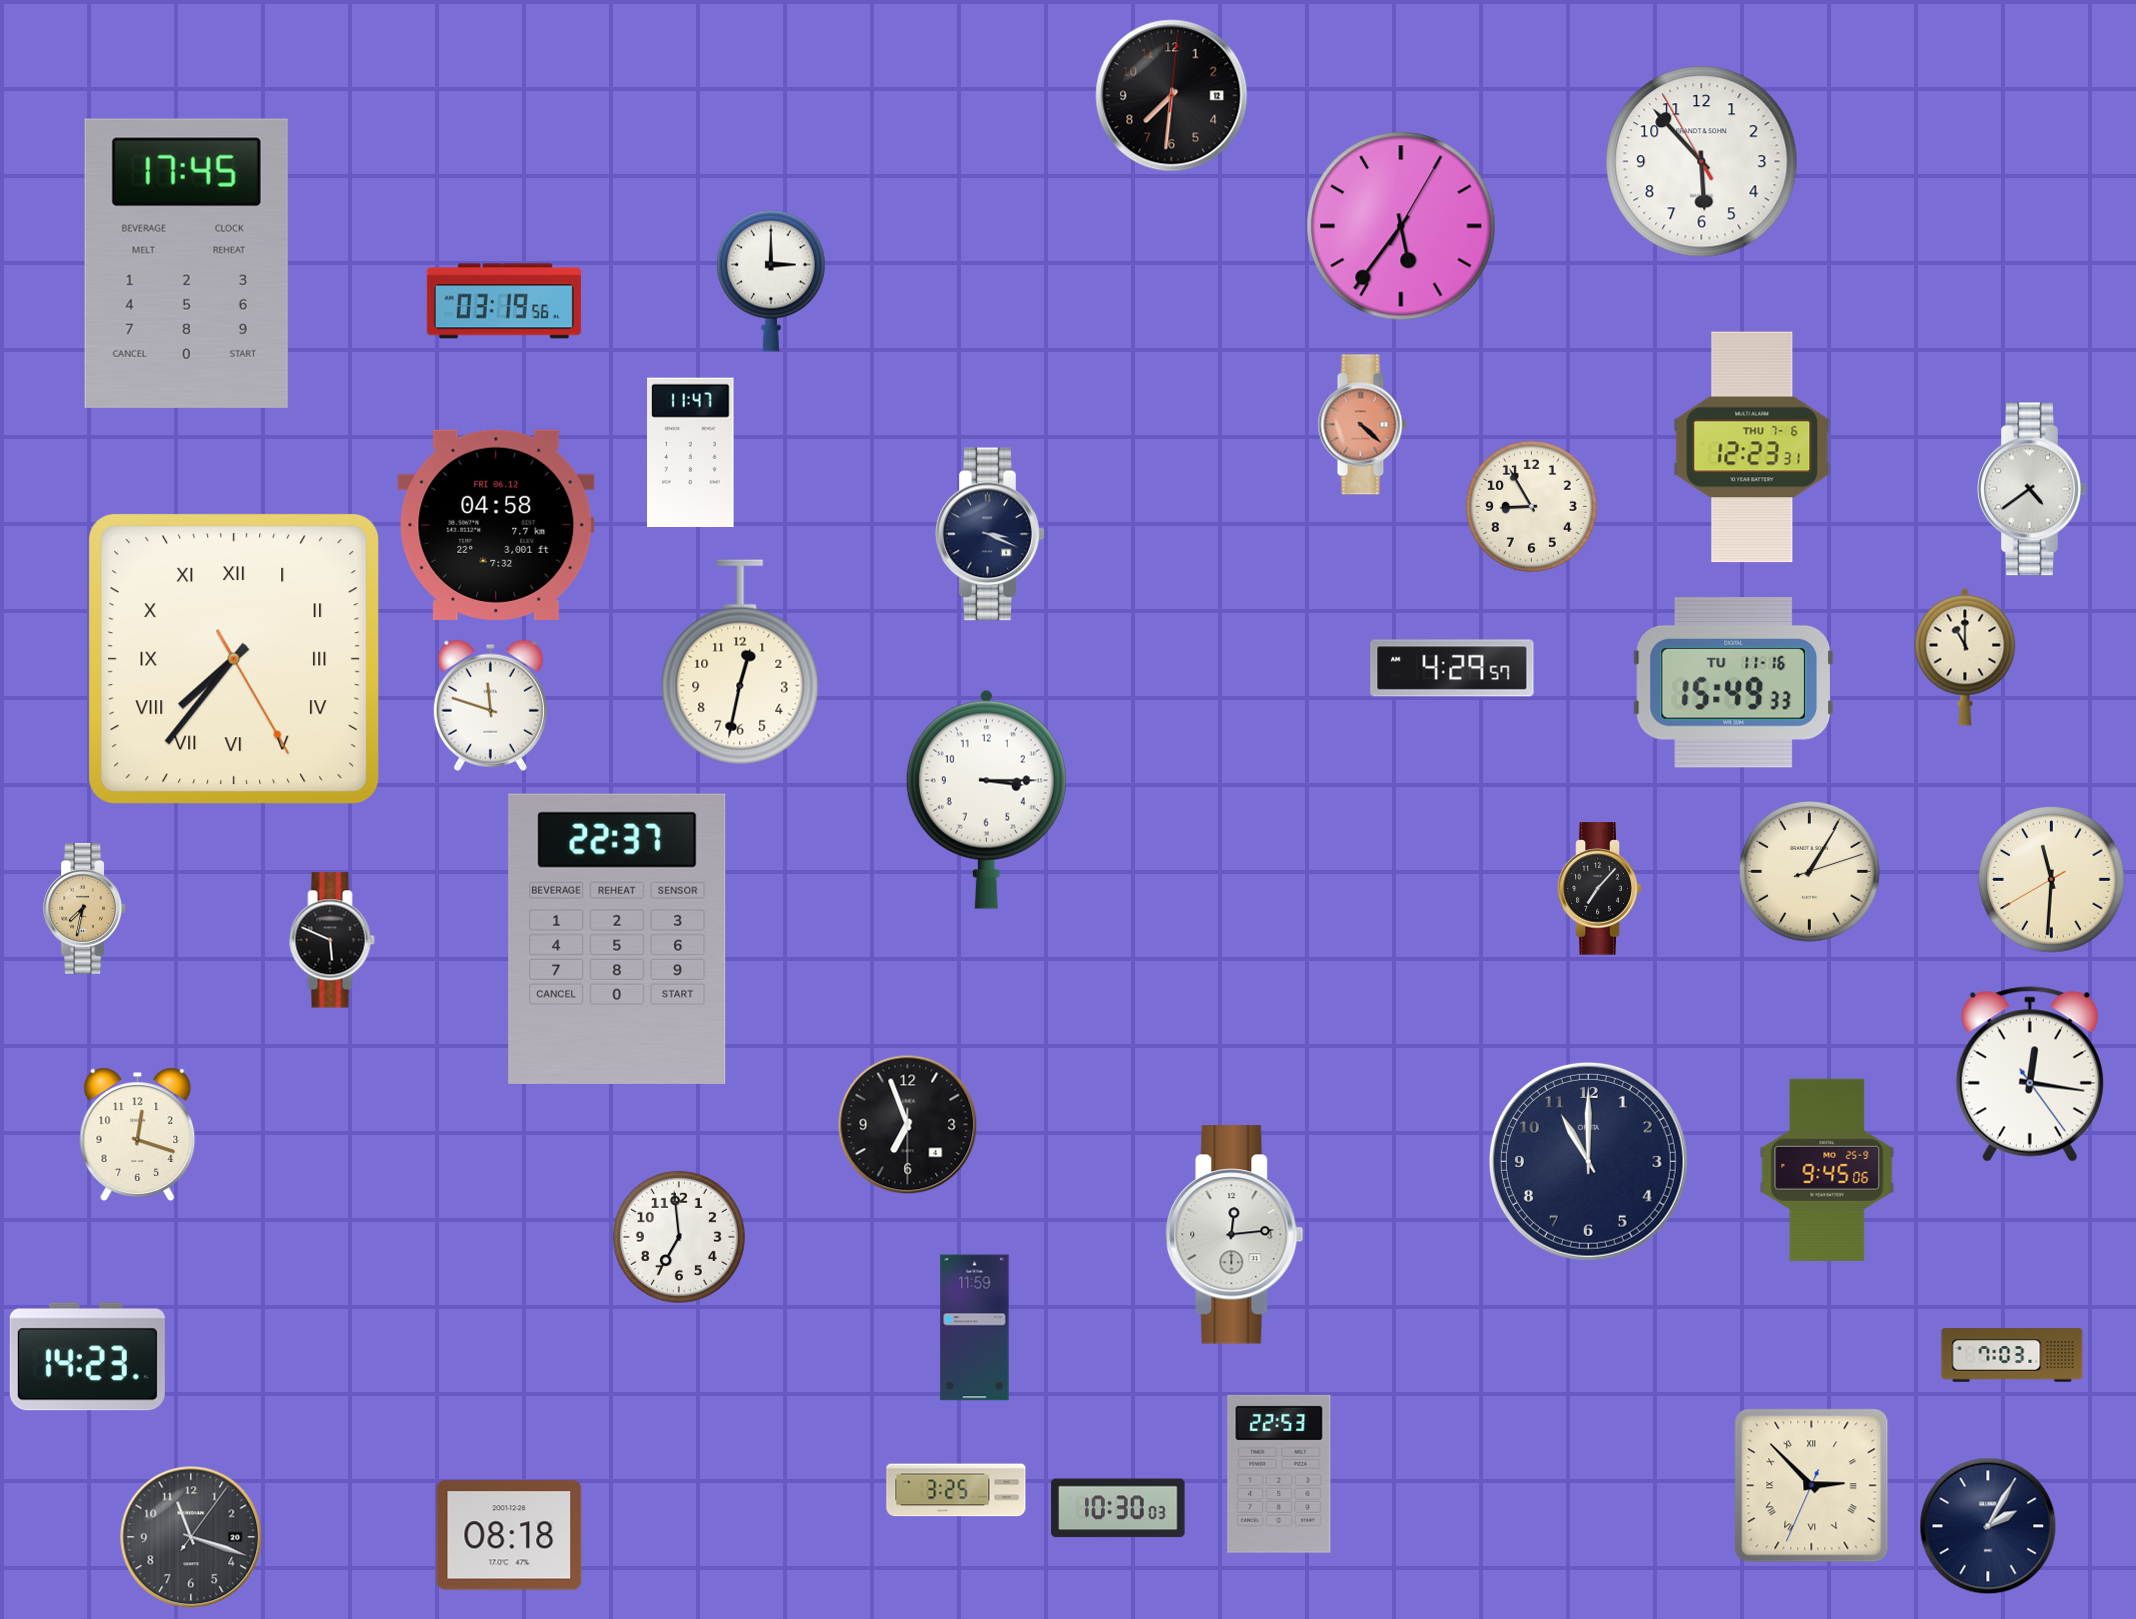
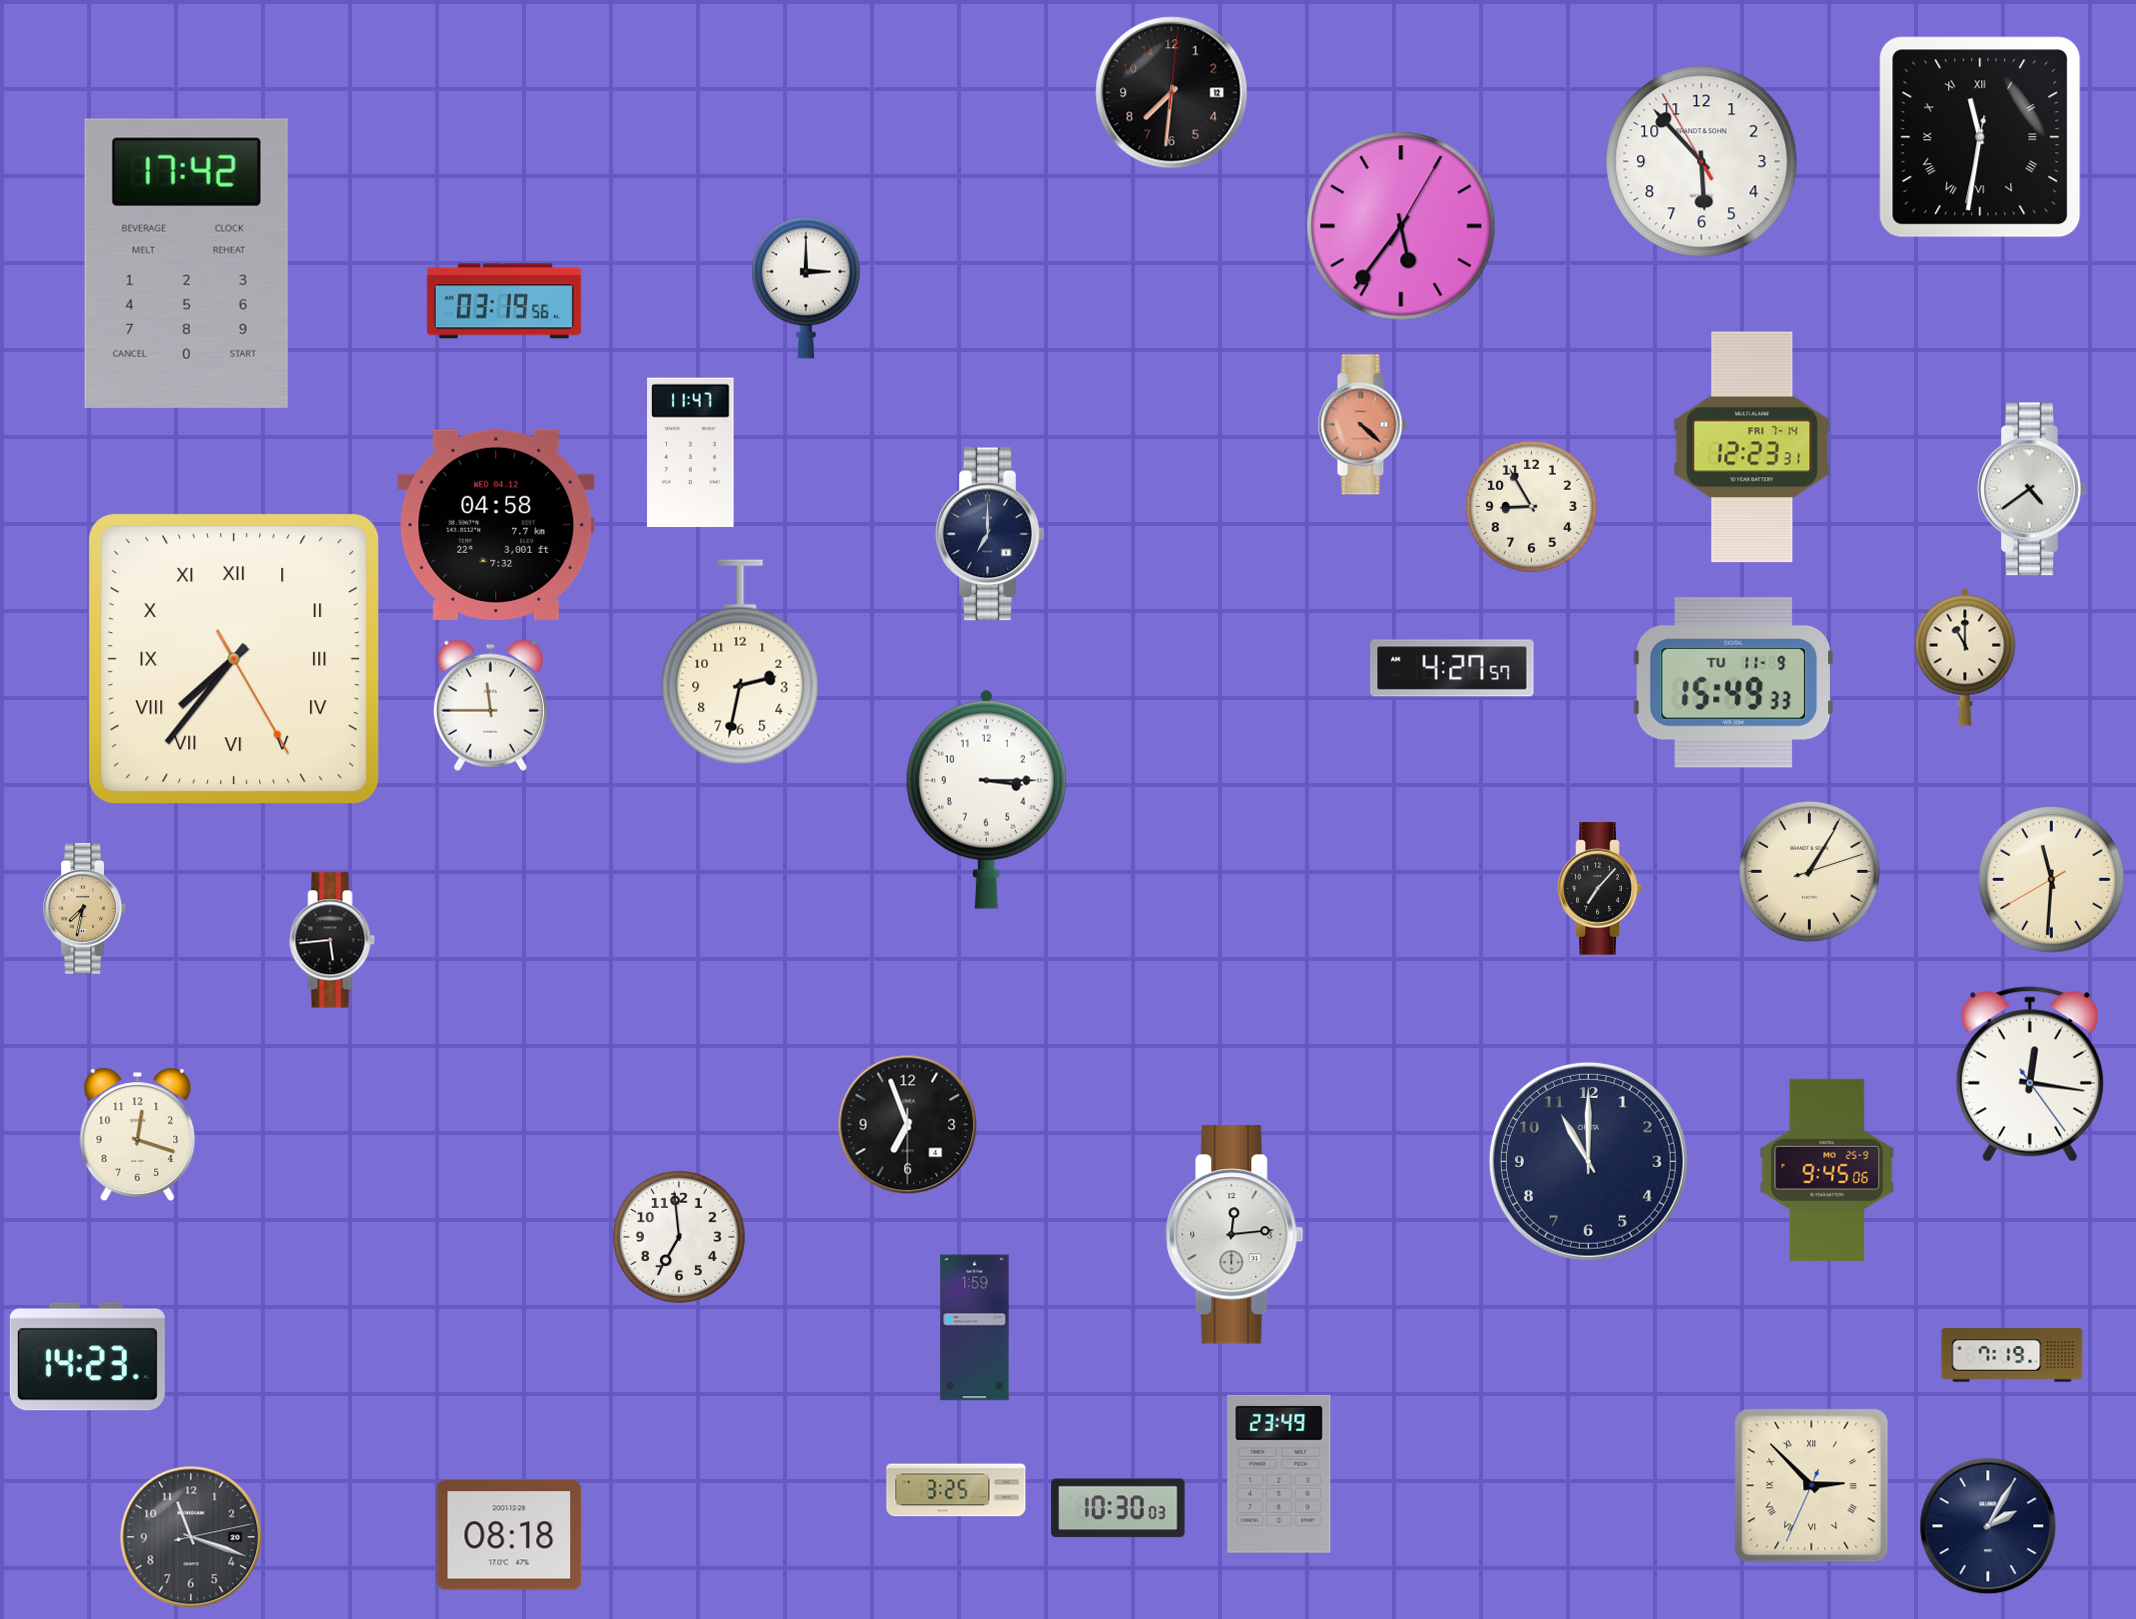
clock at (1172, 96) position: (1172, 96) -> (1172, 93)
clock at (1980, 137): none -> 11:31
clock at (186, 263): 17:45 -> 17:42
clock at (771, 281) position: (771, 281) -> (806, 288)
clock at (1752, 447) date: THU 7-6 -> FRI 7-14
clock at (496, 525) date: FRI 06.12 -> WED 04.12
clock at (990, 534): 3:19 -> 7:00
clock at (740, 662): 12:32 -> 2:32
clock at (1452, 668): 4:29 -> 4:27
clock at (1734, 682) date: TU 11-16 -> TU 11-9
clock at (490, 705): 11:48 -> 11:45
clock at (617, 939): 22:37 -> none
clock at (332, 940): 5:49 -> 5:44
clock at (975, 1328): 11:59 -> 1:59
clock at (2012, 1355): 7:03 -> 7:19
clock at (1279, 1474): 22:53 -> 23:49
clock at (191, 1537): 11:18:06 -> 11:18:13
